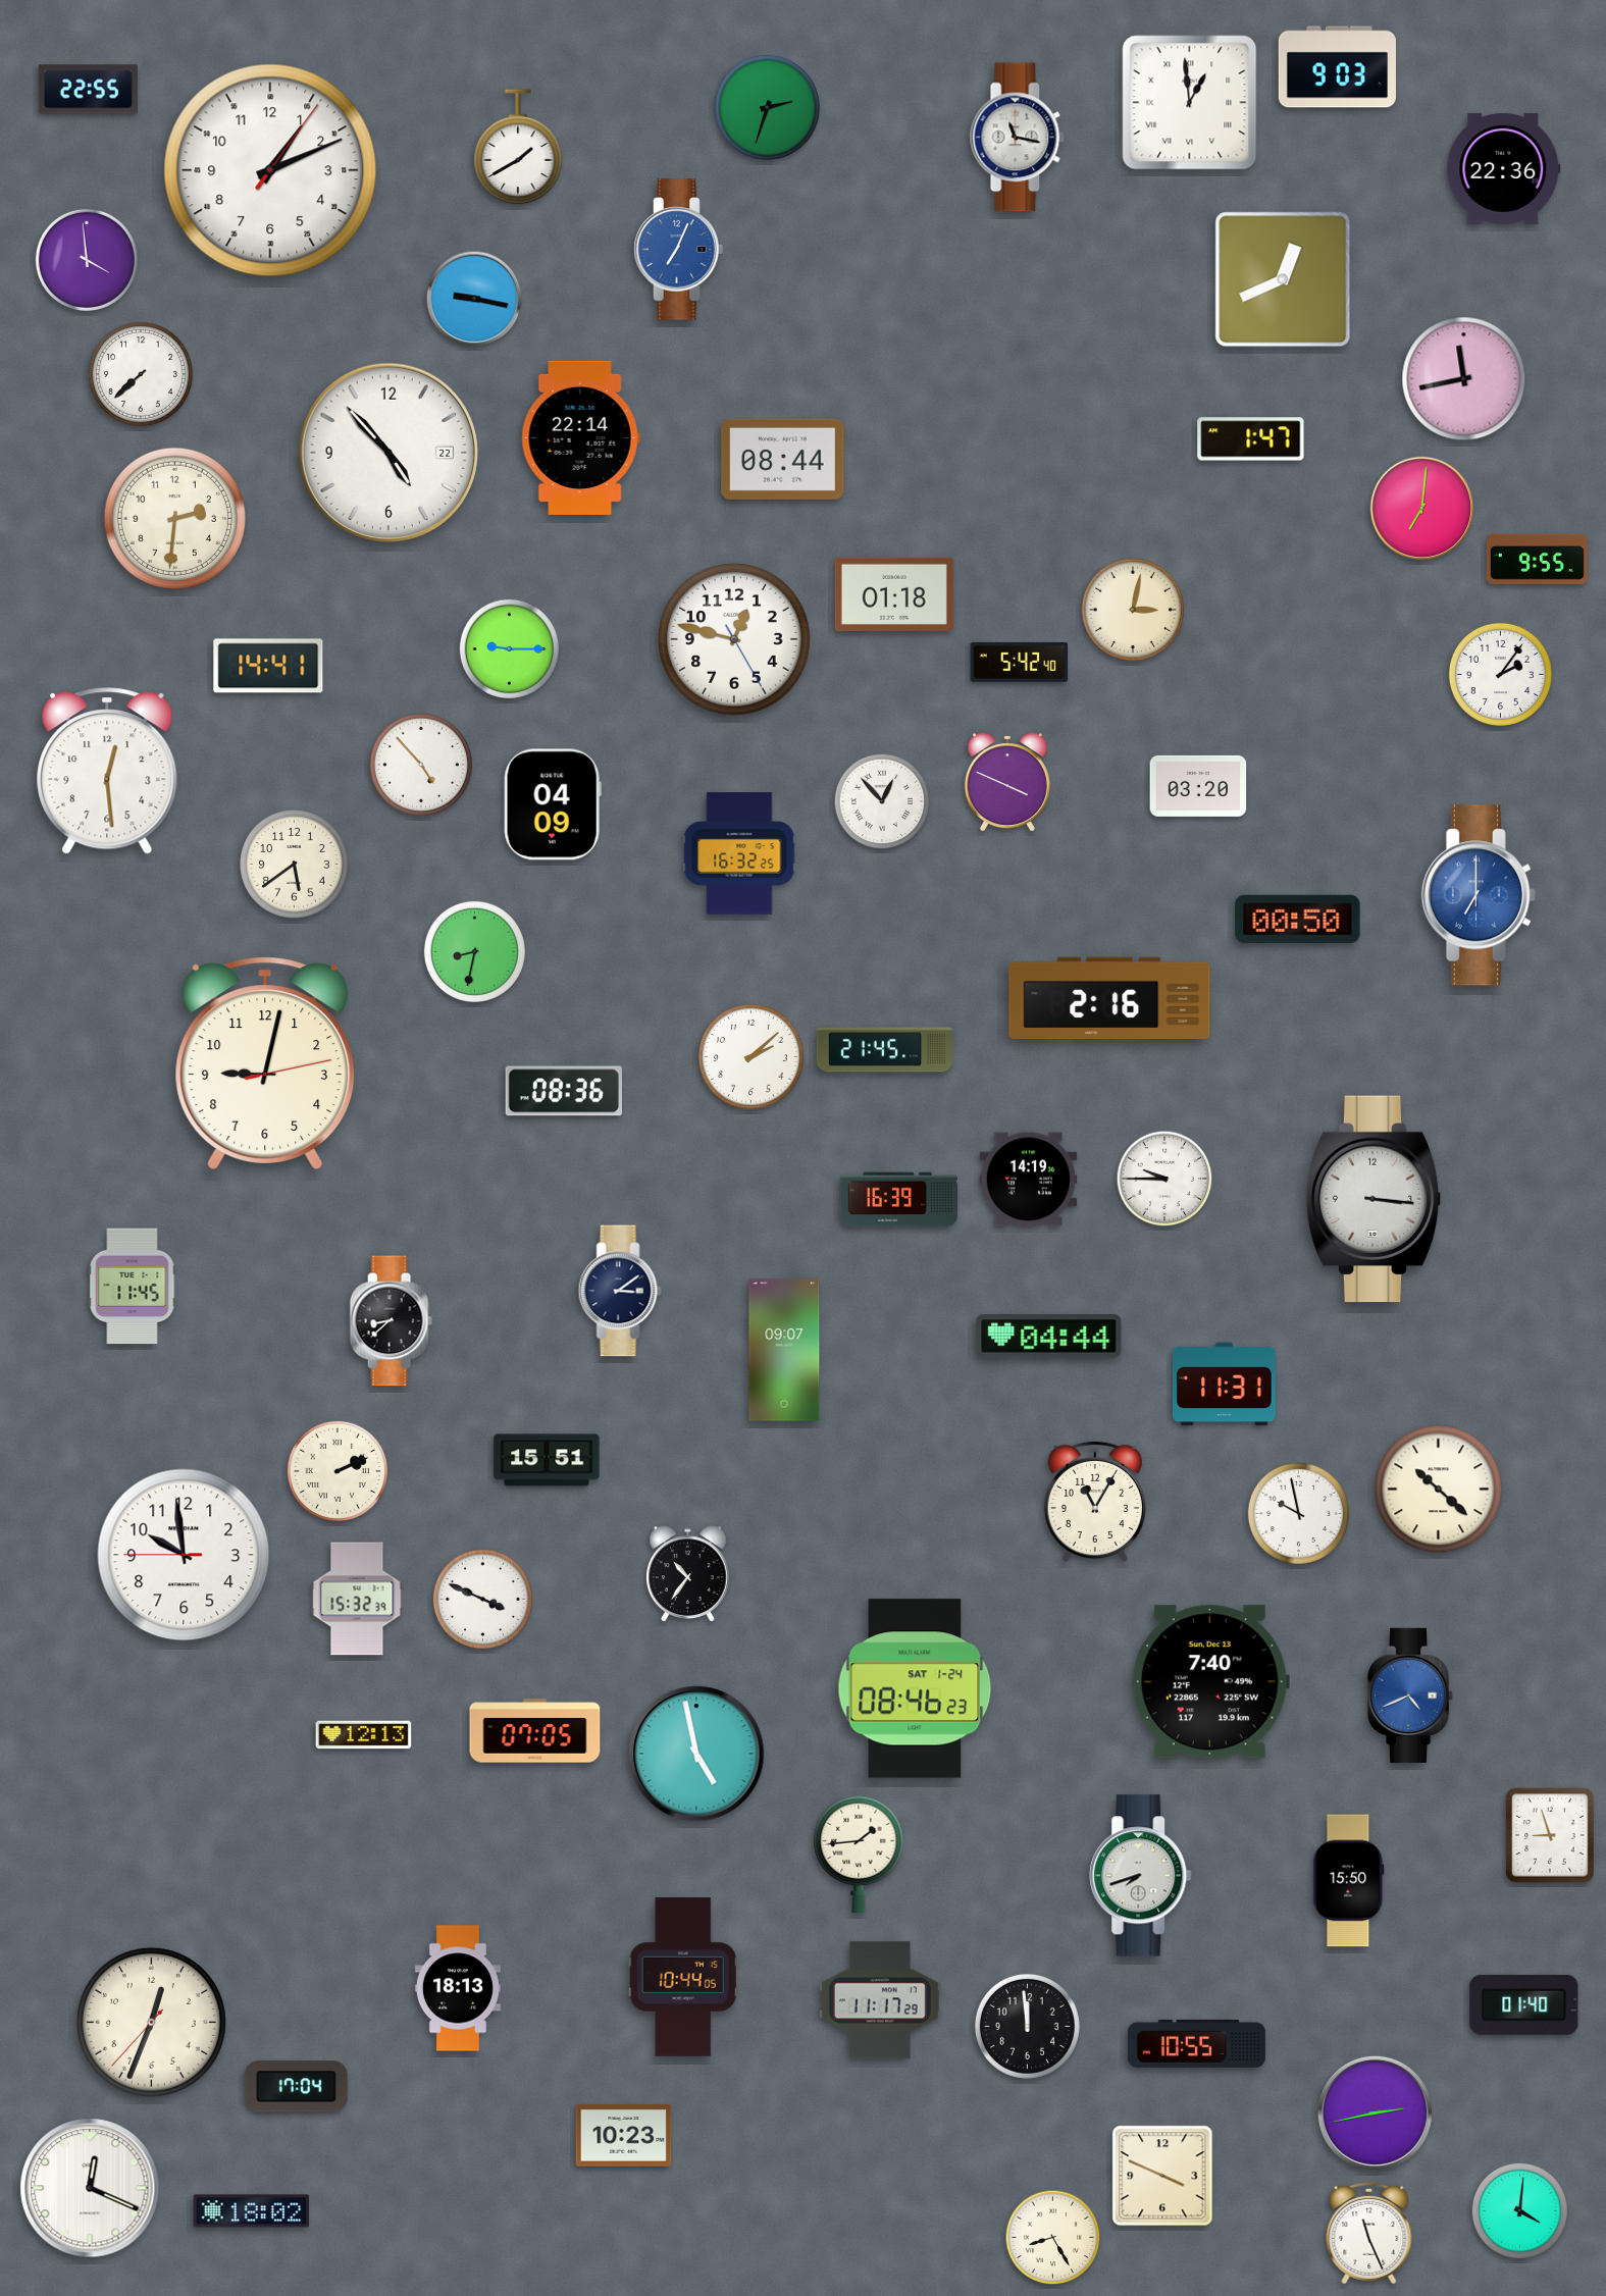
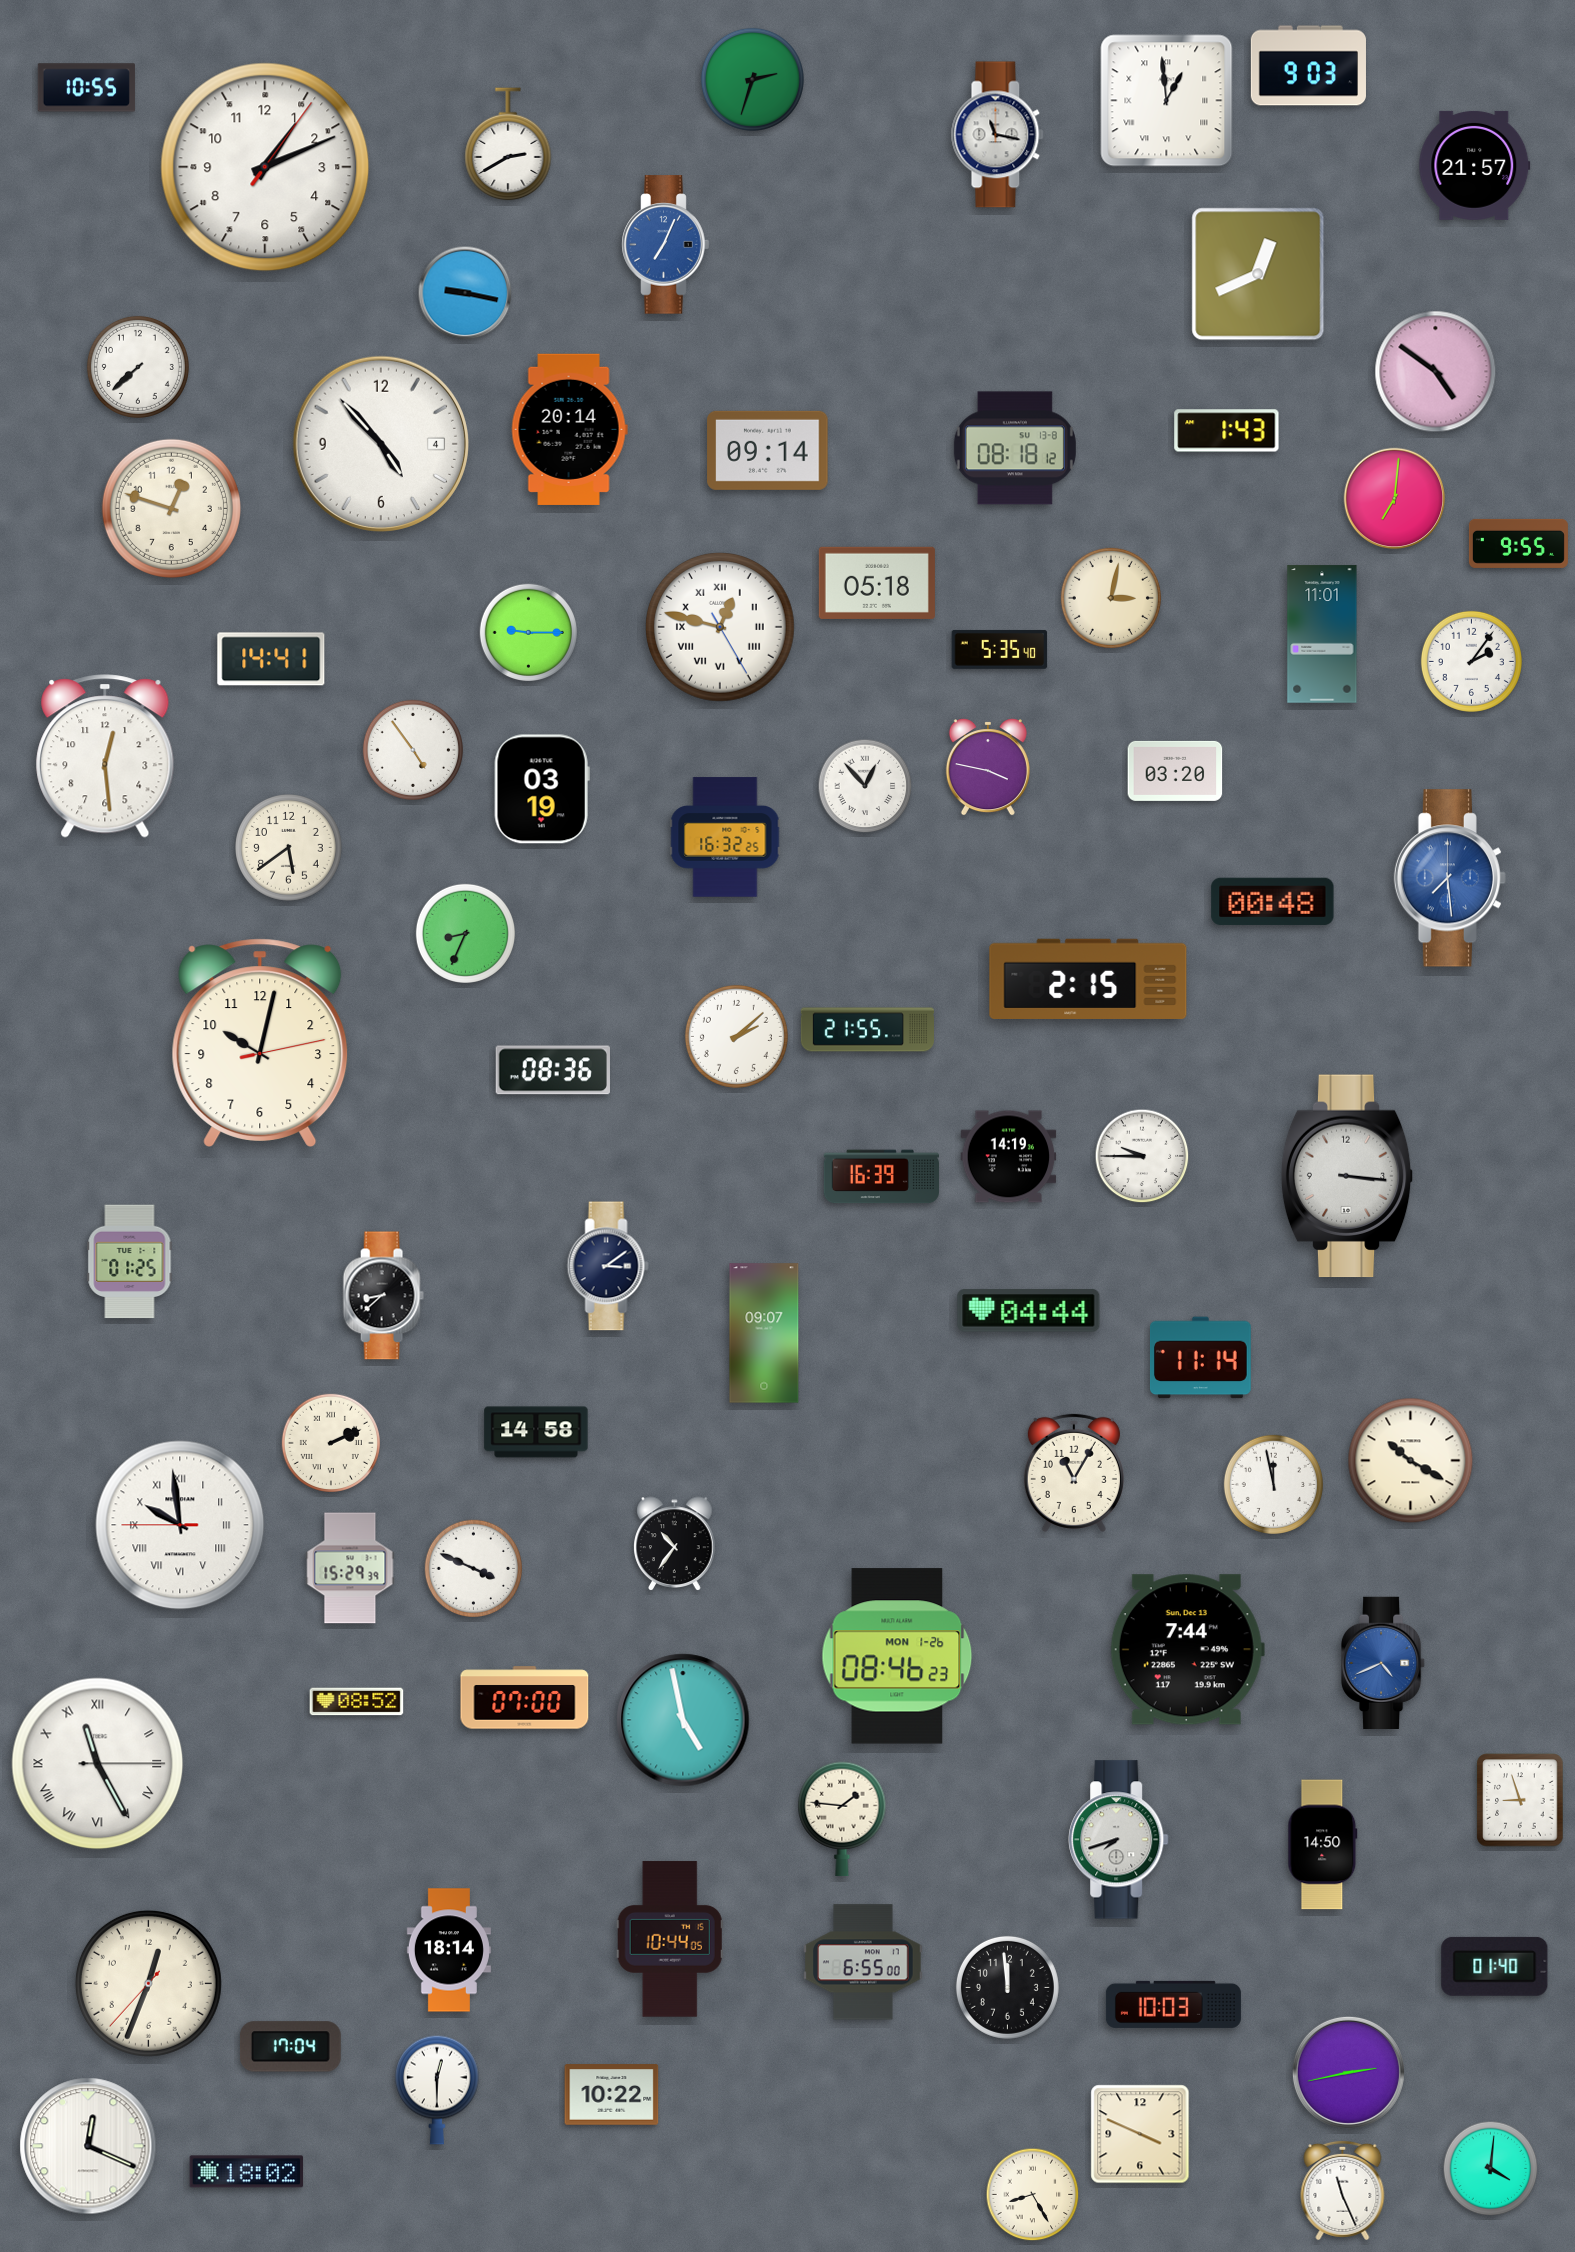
clock at (1337, 67) position: (1337, 67) -> (1308, 66)
clock at (88, 90): 22:55 -> 10:55
clock at (767, 107) position: (767, 107) -> (752, 79)
clock at (518, 148): 1:40 -> 2:40
clock at (1504, 168): 22:36 -> 21:57
clock at (87, 260): 3:59 -> none
clock at (1464, 379): 11:43 -> 4:51
clock at (580, 437): 22:14 -> 20:14
clock at (1251, 439): 1:47 -> 1:43
clock at (388, 453) date: 22 -> 4
clock at (1015, 448): none -> 08:18
clock at (783, 459): 08:44 -> 09:14
clock at (174, 518): 2:31 -> 12:48
clock at (1537, 559) position: (1537, 559) -> (1518, 543)
clock at (894, 594): 01:18 -> 05:18
clock at (735, 640) numerals: Arabic -> Roman
clock at (1322, 634): none -> 11:01
clock at (509, 648) position: (509, 648) -> (528, 632)
clock at (1020, 662): 5:42 -> 5:35
clock at (268, 666) position: (268, 666) -> (271, 659)
clock at (421, 765): 4:53 -> 4:54
clock at (1007, 782): 3:49 -> 3:47
clock at (553, 804): 04:09 -> 03:19
clock at (1478, 895): 7:00 -> 7:29
clock at (1298, 919): 00:50 -> 00:48
clock at (474, 951): 8:32 -> 8:34
clock at (1109, 997): 2:16 -> 2:15
clock at (884, 1050): 21:45 -> 21:55
clock at (265, 1063): 9:02 -> 10:02
clock at (133, 1287): 11:45 -> 01:25
clock at (784, 1350) position: (784, 1350) -> (764, 1333)
clock at (1224, 1385): 11:31 -> 11:14
clock at (547, 1460): 15:51 -> 14:58
clock at (1439, 1490): 10:22 -> 10:20
clock at (1298, 1513): 9:58 -> 11:58
clock at (184, 1555) numerals: Arabic -> Roman
clock at (357, 1599): 15:32 -> 15:29
clock at (1210, 1682): 7:40 -> 7:44
clock at (915, 1688) date: SAT 1-24 -> MON 1-26
clock at (535, 1731): 07:05 -> 07:00
clock at (364, 1735): 12:13 -> 08:52
clock at (98, 1764): none -> 11:25
clock at (859, 1855): 1:44 -> 1:46
clock at (1349, 1881): 15:50 -> 14:50
clock at (458, 1988): 18:13 -> 18:14
clock at (880, 2000): 11:17 -> 6:55
clock at (1196, 2043): 10:55 -> 10:03
clock at (438, 2090): none -> 12:30
clock at (624, 2136): 10:23 -> 10:22
clock at (252, 2211) position: (252, 2211) -> (247, 2172)
